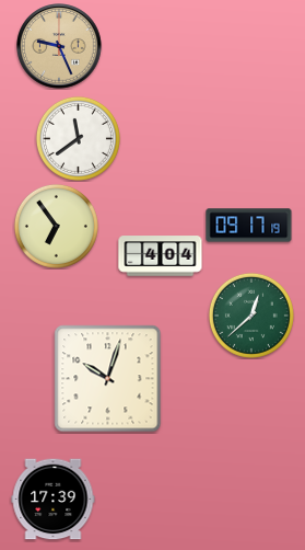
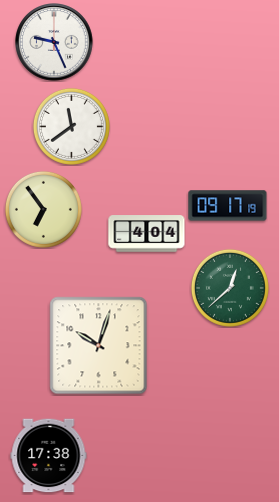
clock at (59, 46) dial: champagne -> white
clock at (56, 226) position: (56, 226) -> (43, 209)
clock at (54, 500): 17:39 -> 17:38
